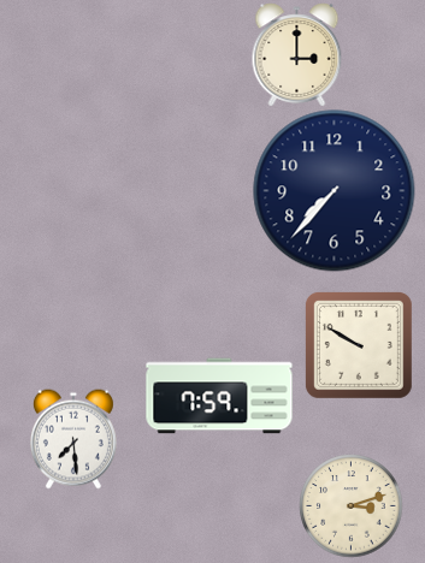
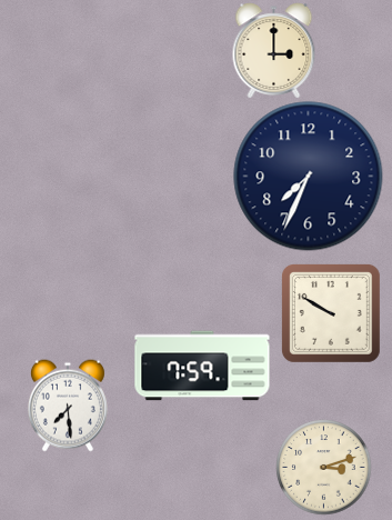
clock at (335, 191): 7:37 -> 7:34
clock at (359, 345) position: (359, 345) -> (331, 313)
